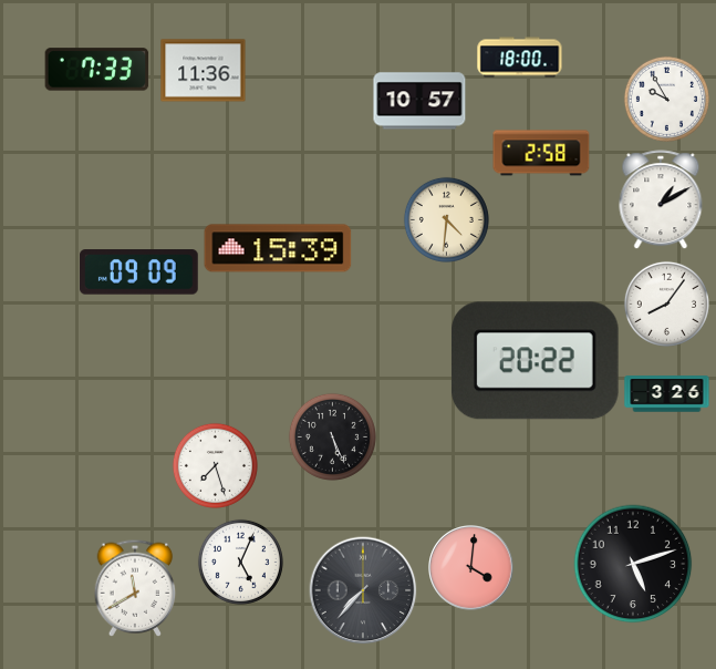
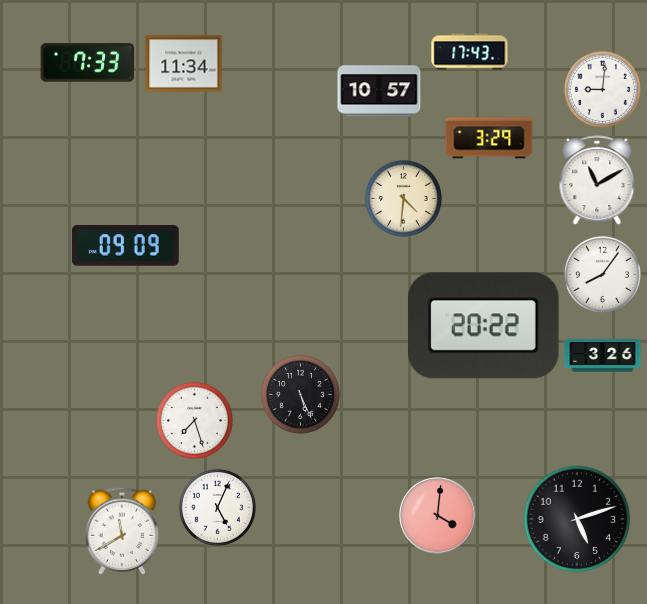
clock at (520, 58): 18:00 -> 17:43
clock at (204, 71): 11:36 -> 11:34
clock at (666, 99): 9:55 -> 9:01
clock at (541, 153): 2:58 -> 3:29
clock at (661, 199): 1:10 -> 11:10
clock at (278, 248): 15:39 -> none
clock at (633, 564) position: (633, 564) -> (577, 519)
clock at (471, 568) position: (471, 568) -> (438, 516)
clock at (363, 590): 7:37 -> none
